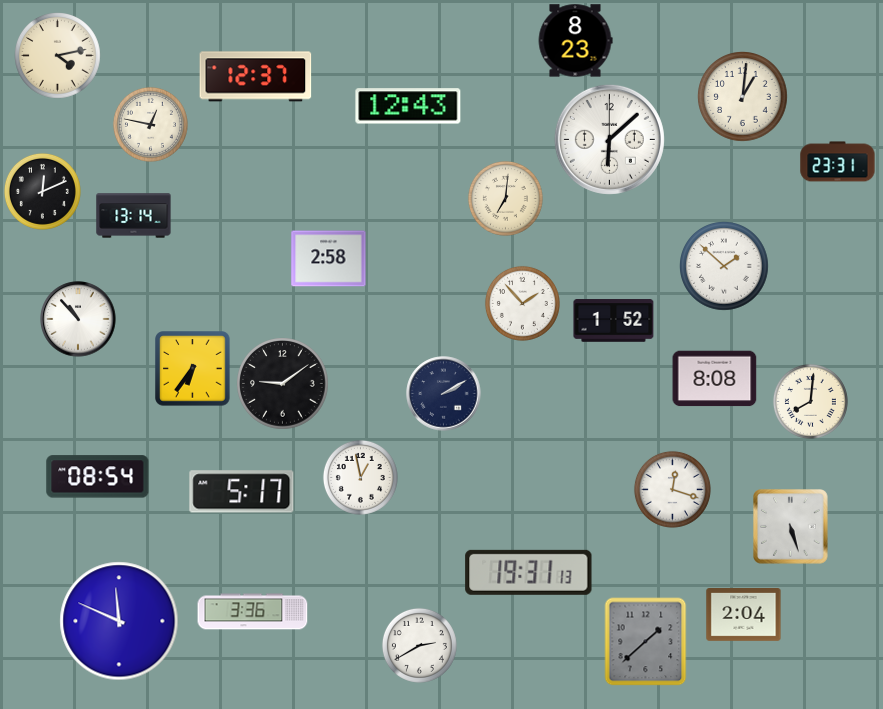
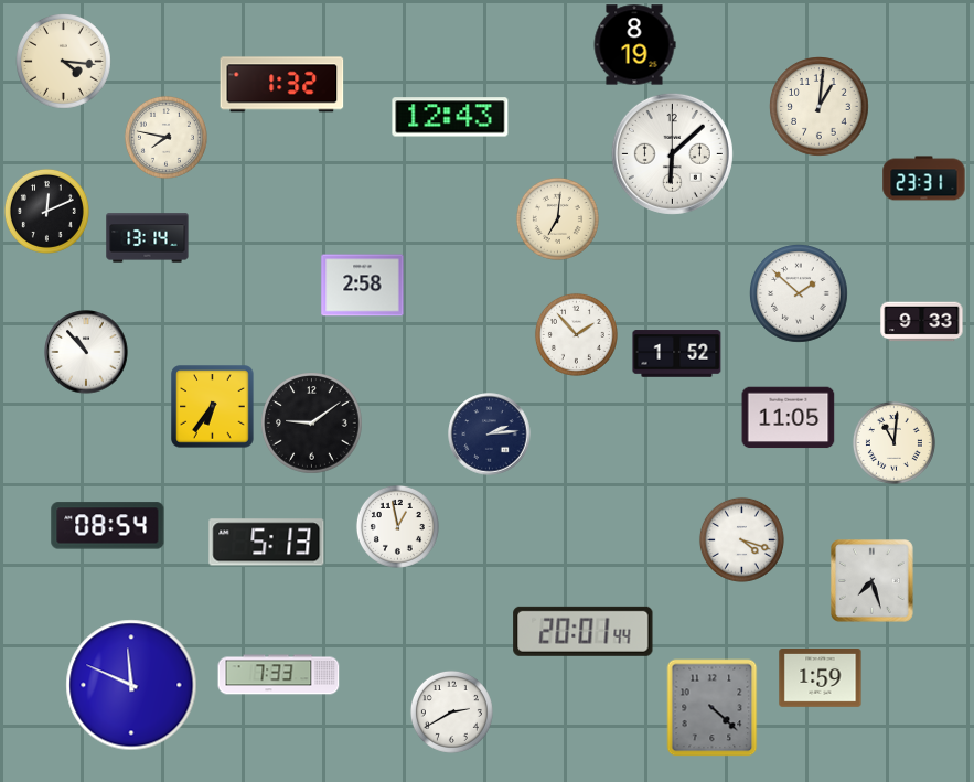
clock at (575, 41): 8:23 -> 8:19
clock at (58, 56): 4:13 -> 4:16
clock at (256, 77): 12:37 -> 1:32
clock at (150, 124): 12:47 -> 7:47
clock at (922, 322): none -> 9:33
clock at (715, 379): 8:08 -> 11:05
clock at (444, 394): 2:10 -> 2:14
clock at (810, 401): 8:01 -> 11:01
clock at (672, 489): 12:18 -> 4:18
clock at (242, 492): 5:17 -> 5:13
clock at (791, 527): 5:27 -> 7:27
clock at (529, 572): 19:31 -> 20:01
clock at (253, 612): 3:36 -> 7:33
clock at (744, 615): 2:04 -> 1:59
clock at (646, 642): 1:38 -> 4:22
clock at (419, 645) position: (419, 645) -> (451, 711)
